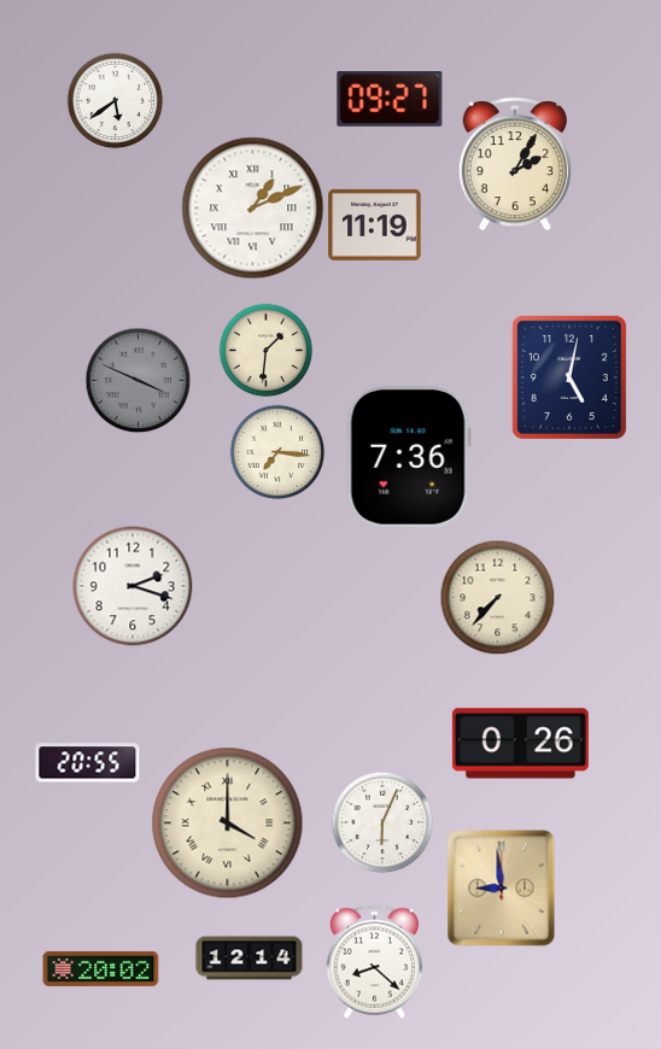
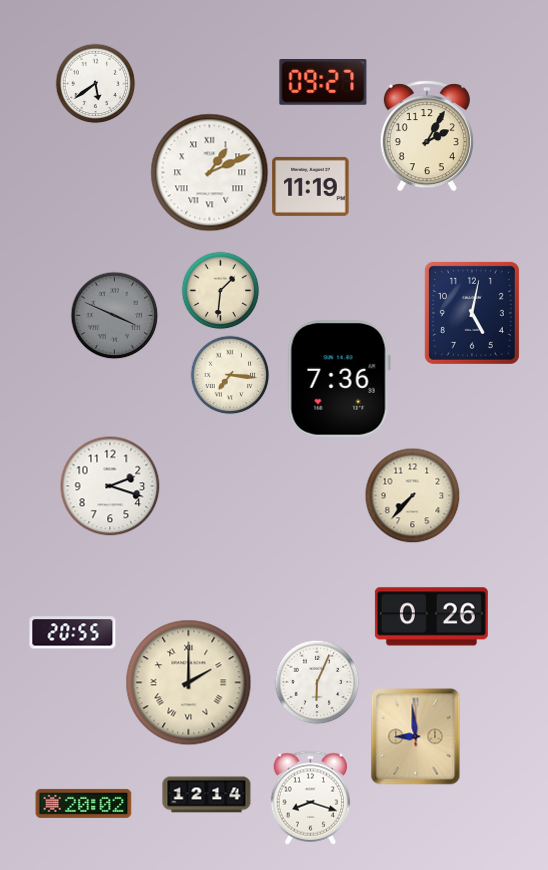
clock at (228, 824): 4:00 -> 2:00
clock at (375, 962): 8:22 -> 8:18
